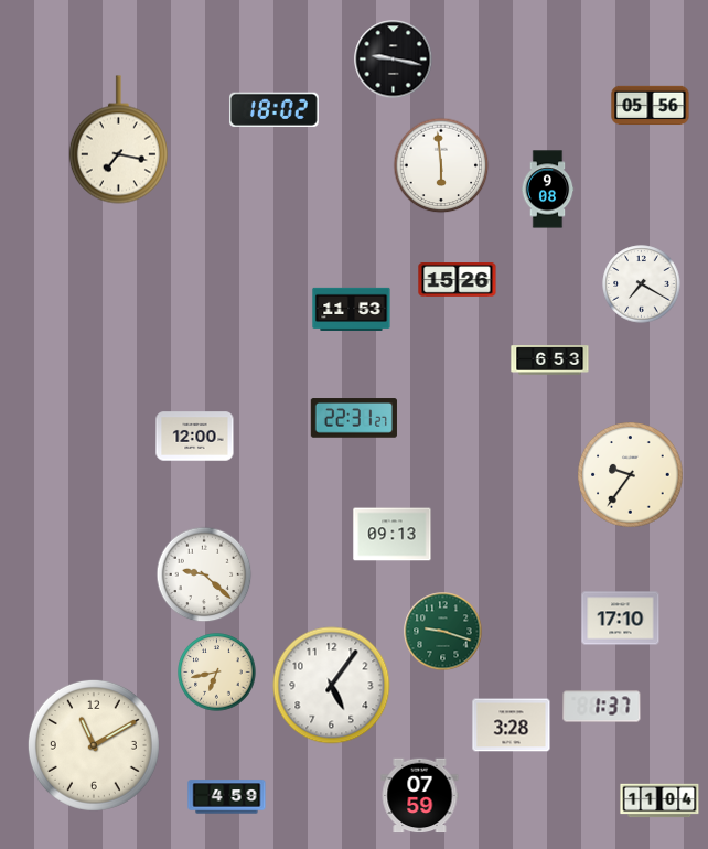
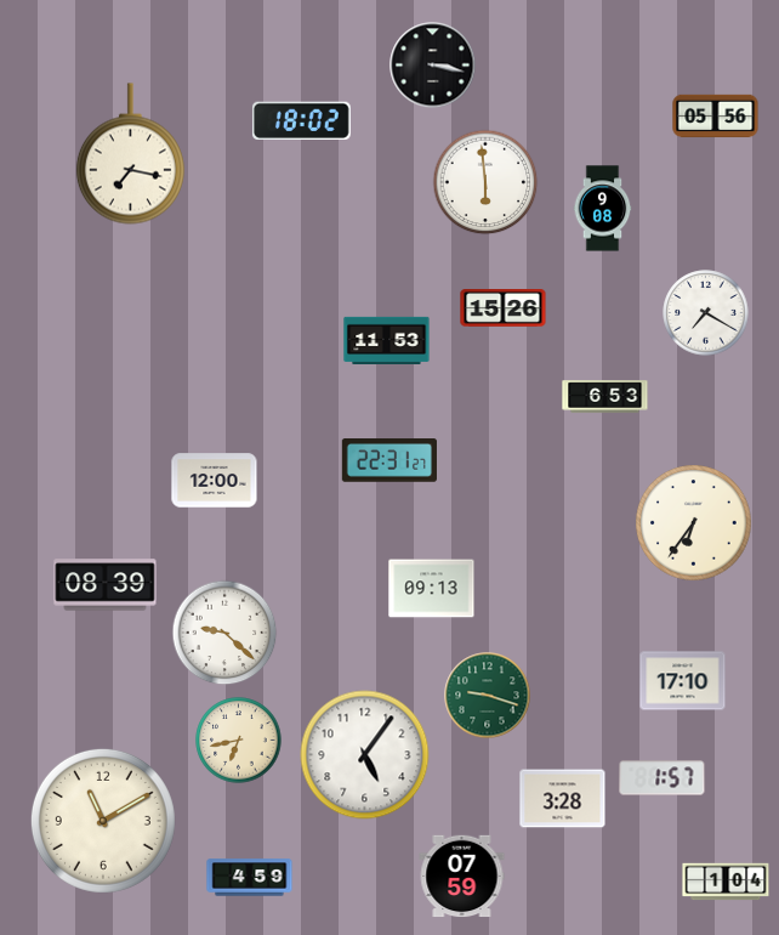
clock at (394, 60): 9:17 -> 3:17
clock at (631, 475): 9:36 -> 6:36
clock at (106, 585): none -> 08:39
clock at (602, 707): 1:37 -> 1:57
clock at (659, 800): 11:04 -> 1:04
